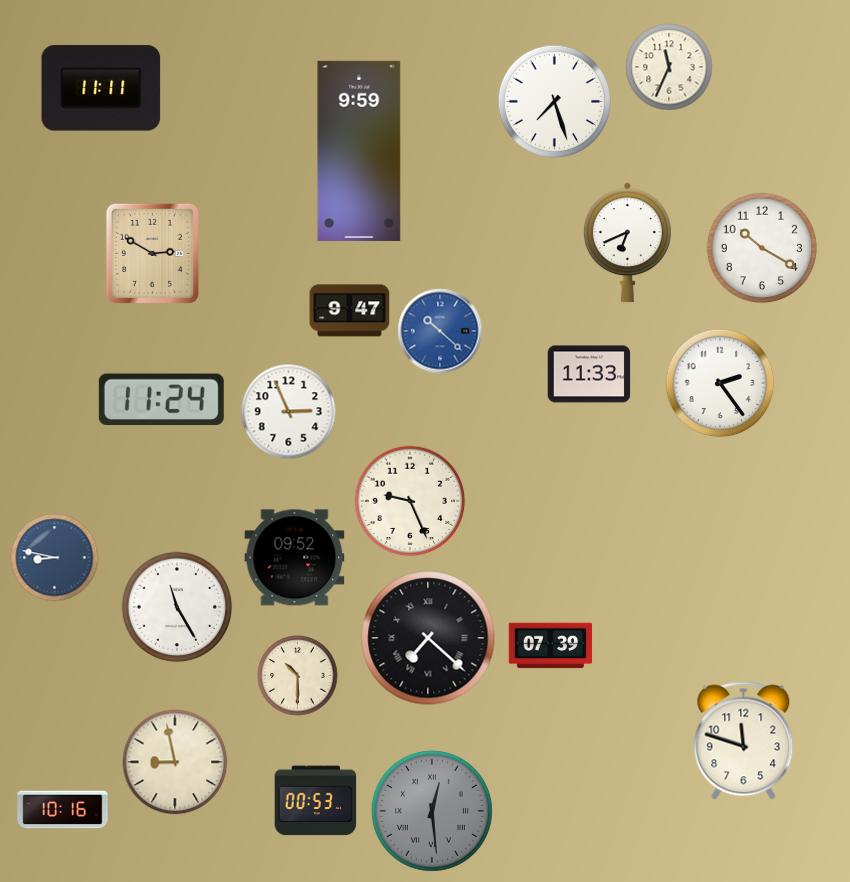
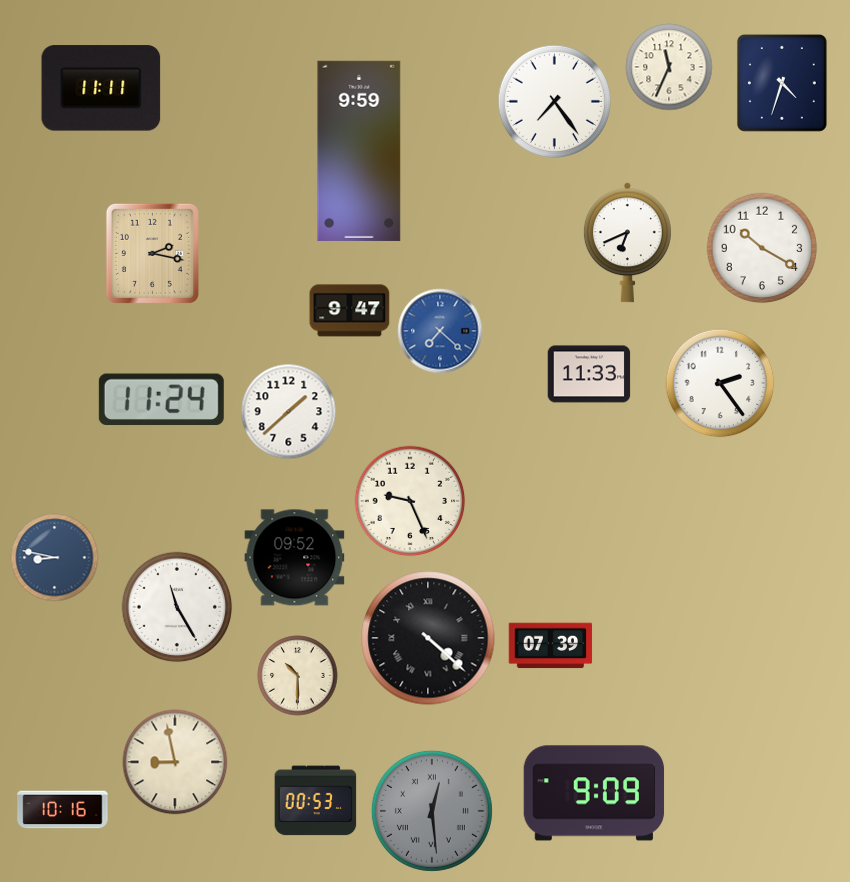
clock at (782, 83): none -> 4:33
clock at (554, 101): 7:27 -> 7:24
clock at (152, 253): 2:50 -> 2:17
clock at (440, 331): 10:22 -> 7:22
clock at (289, 412): 2:56 -> 1:38
clock at (428, 638): 7:22 -> 4:22
clock at (744, 741): 11:48 -> none
clock at (594, 793): none -> 9:09
